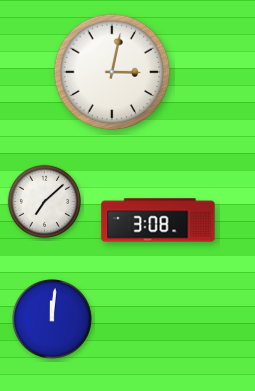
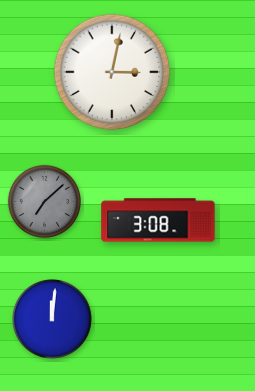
clock at (44, 201) dial: white -> grey
